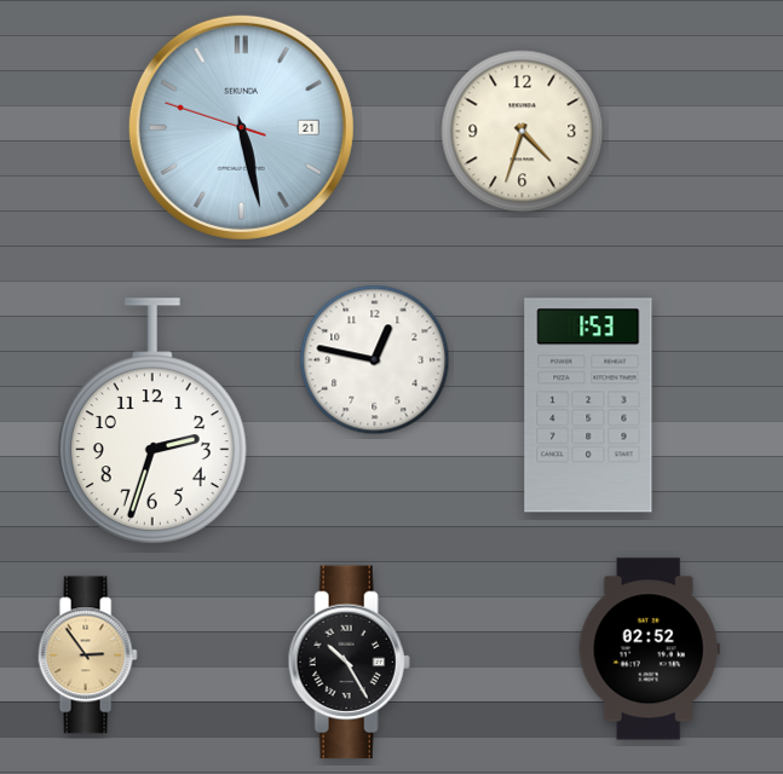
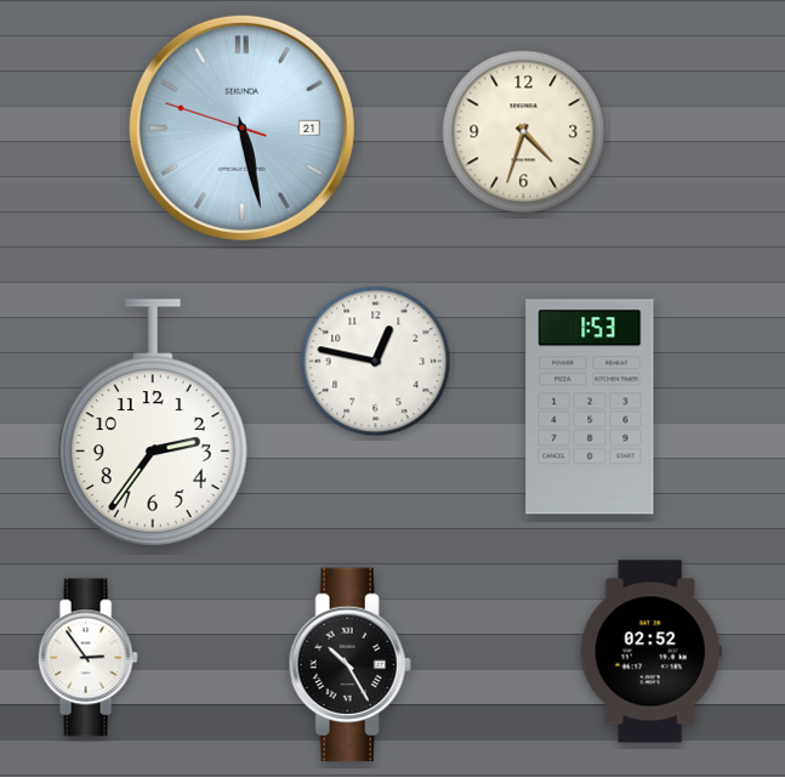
clock at (152, 421): 2:33 -> 2:36
clock at (87, 655) dial: champagne -> white
